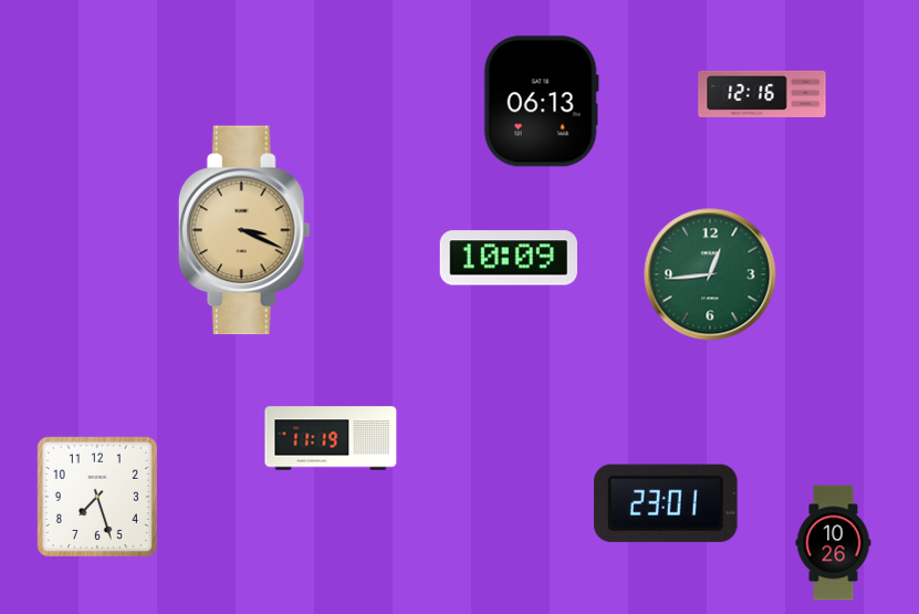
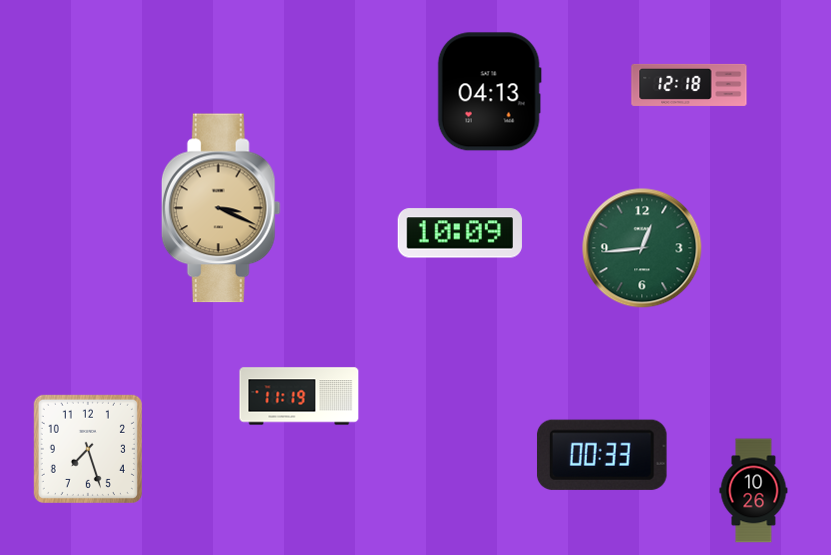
clock at (762, 94): 12:16 -> 12:18
clock at (541, 102): 06:13 -> 04:13
clock at (666, 503): 23:01 -> 00:33
